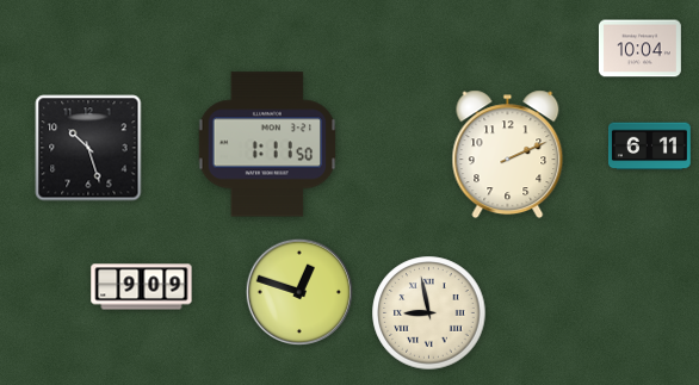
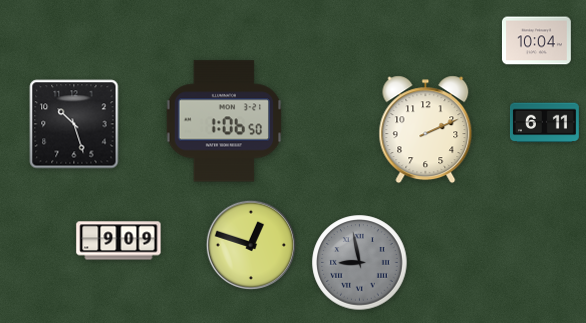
clock at (267, 144): 1:11 -> 1:06
clock at (429, 313) dial: cream -> grey
